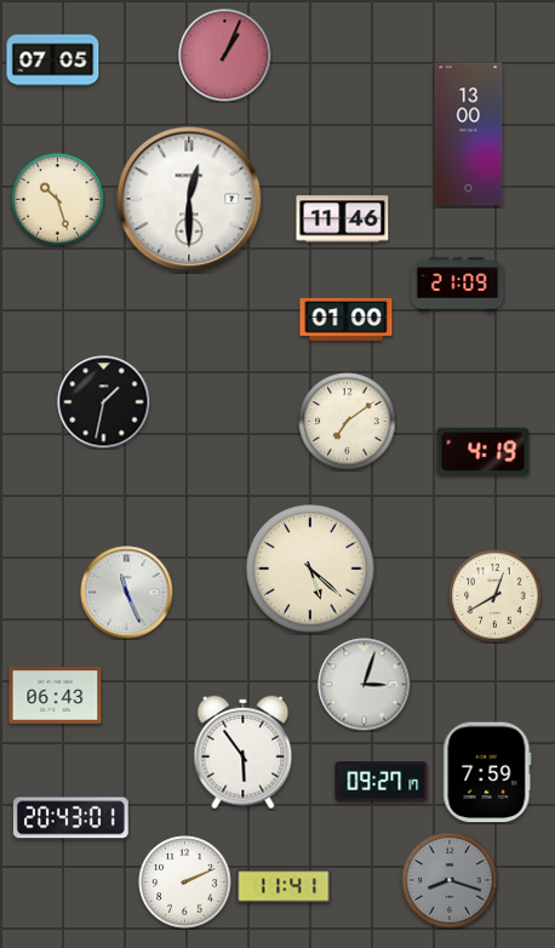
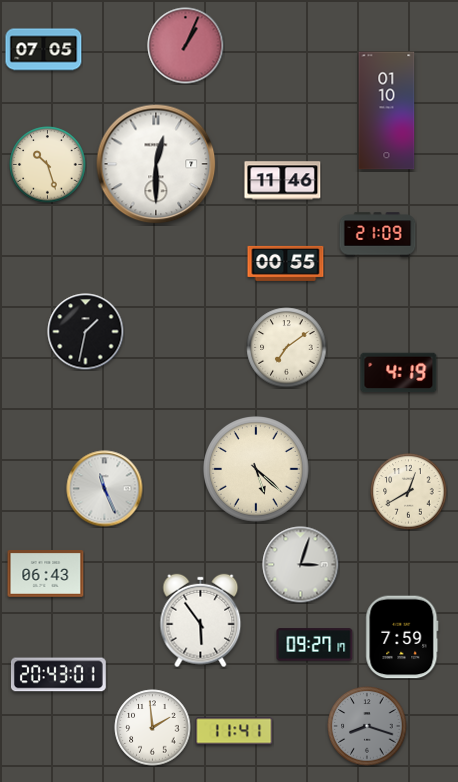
clock at (469, 135): 13:00 -> 01:10
clock at (347, 319): 01:00 -> 00:55
clock at (450, 880) position: (450, 880) -> (367, 726)
clock at (185, 883): 2:11 -> 1:59
